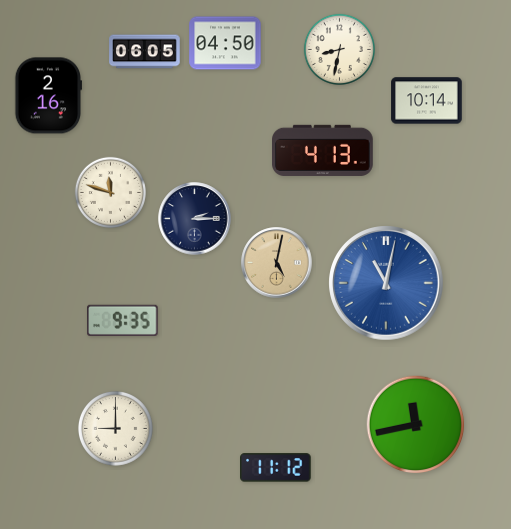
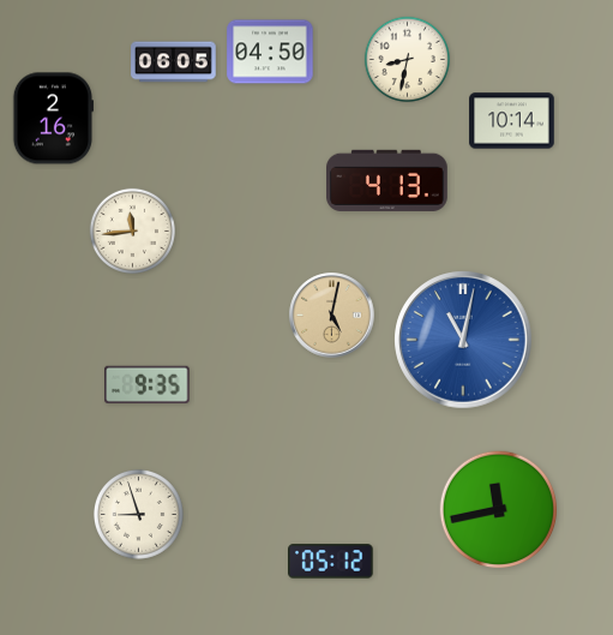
clock at (47, 96) position: (47, 96) -> (52, 119)
clock at (110, 192): 11:48 -> 11:44
clock at (195, 219): 2:15 -> none
clock at (116, 429): 9:00 -> 8:57
clock at (276, 468): 11:12 -> 05:12
